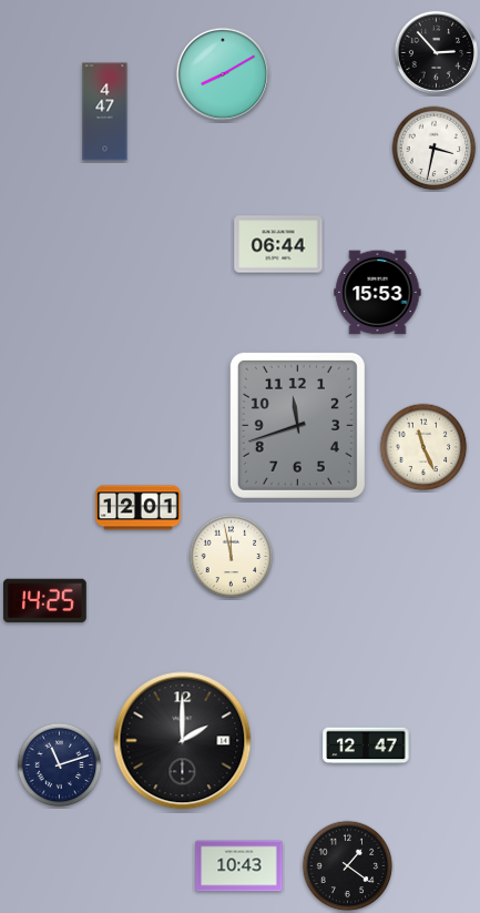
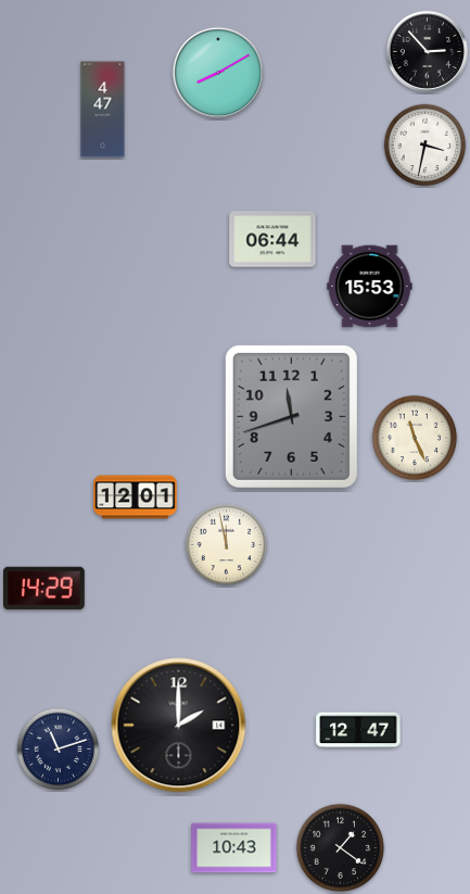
clock at (45, 601): 14:25 -> 14:29
